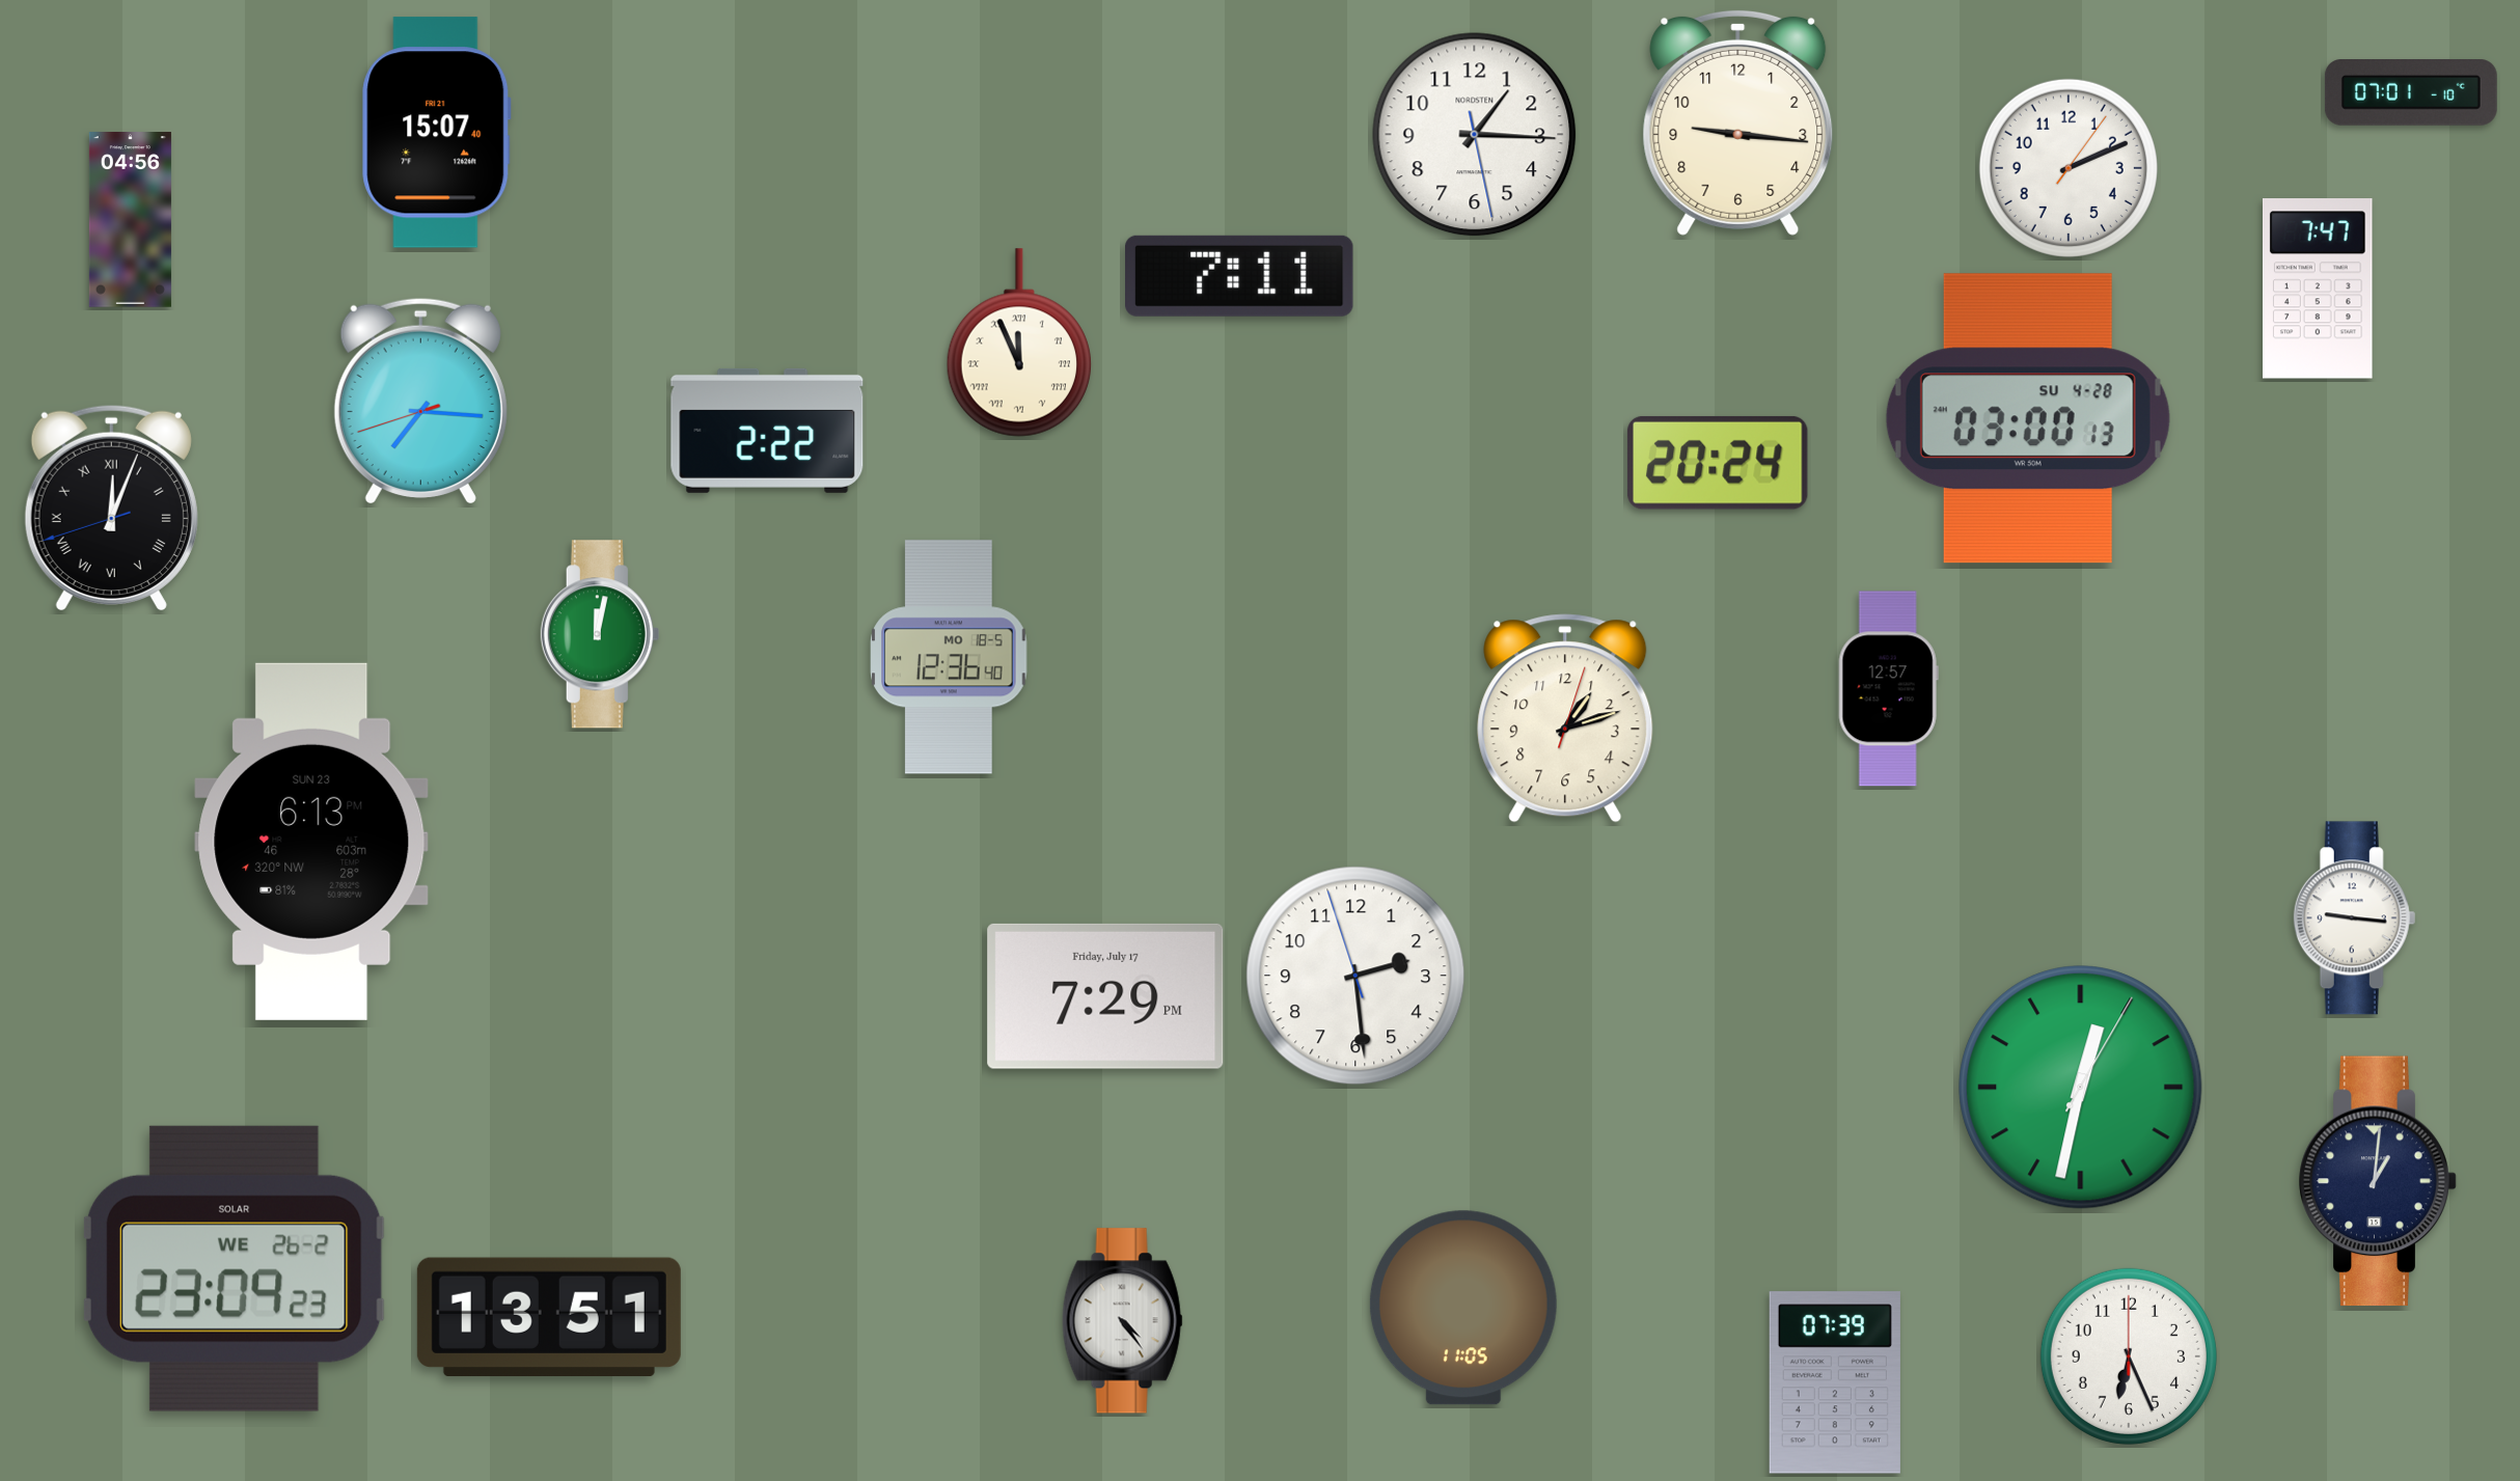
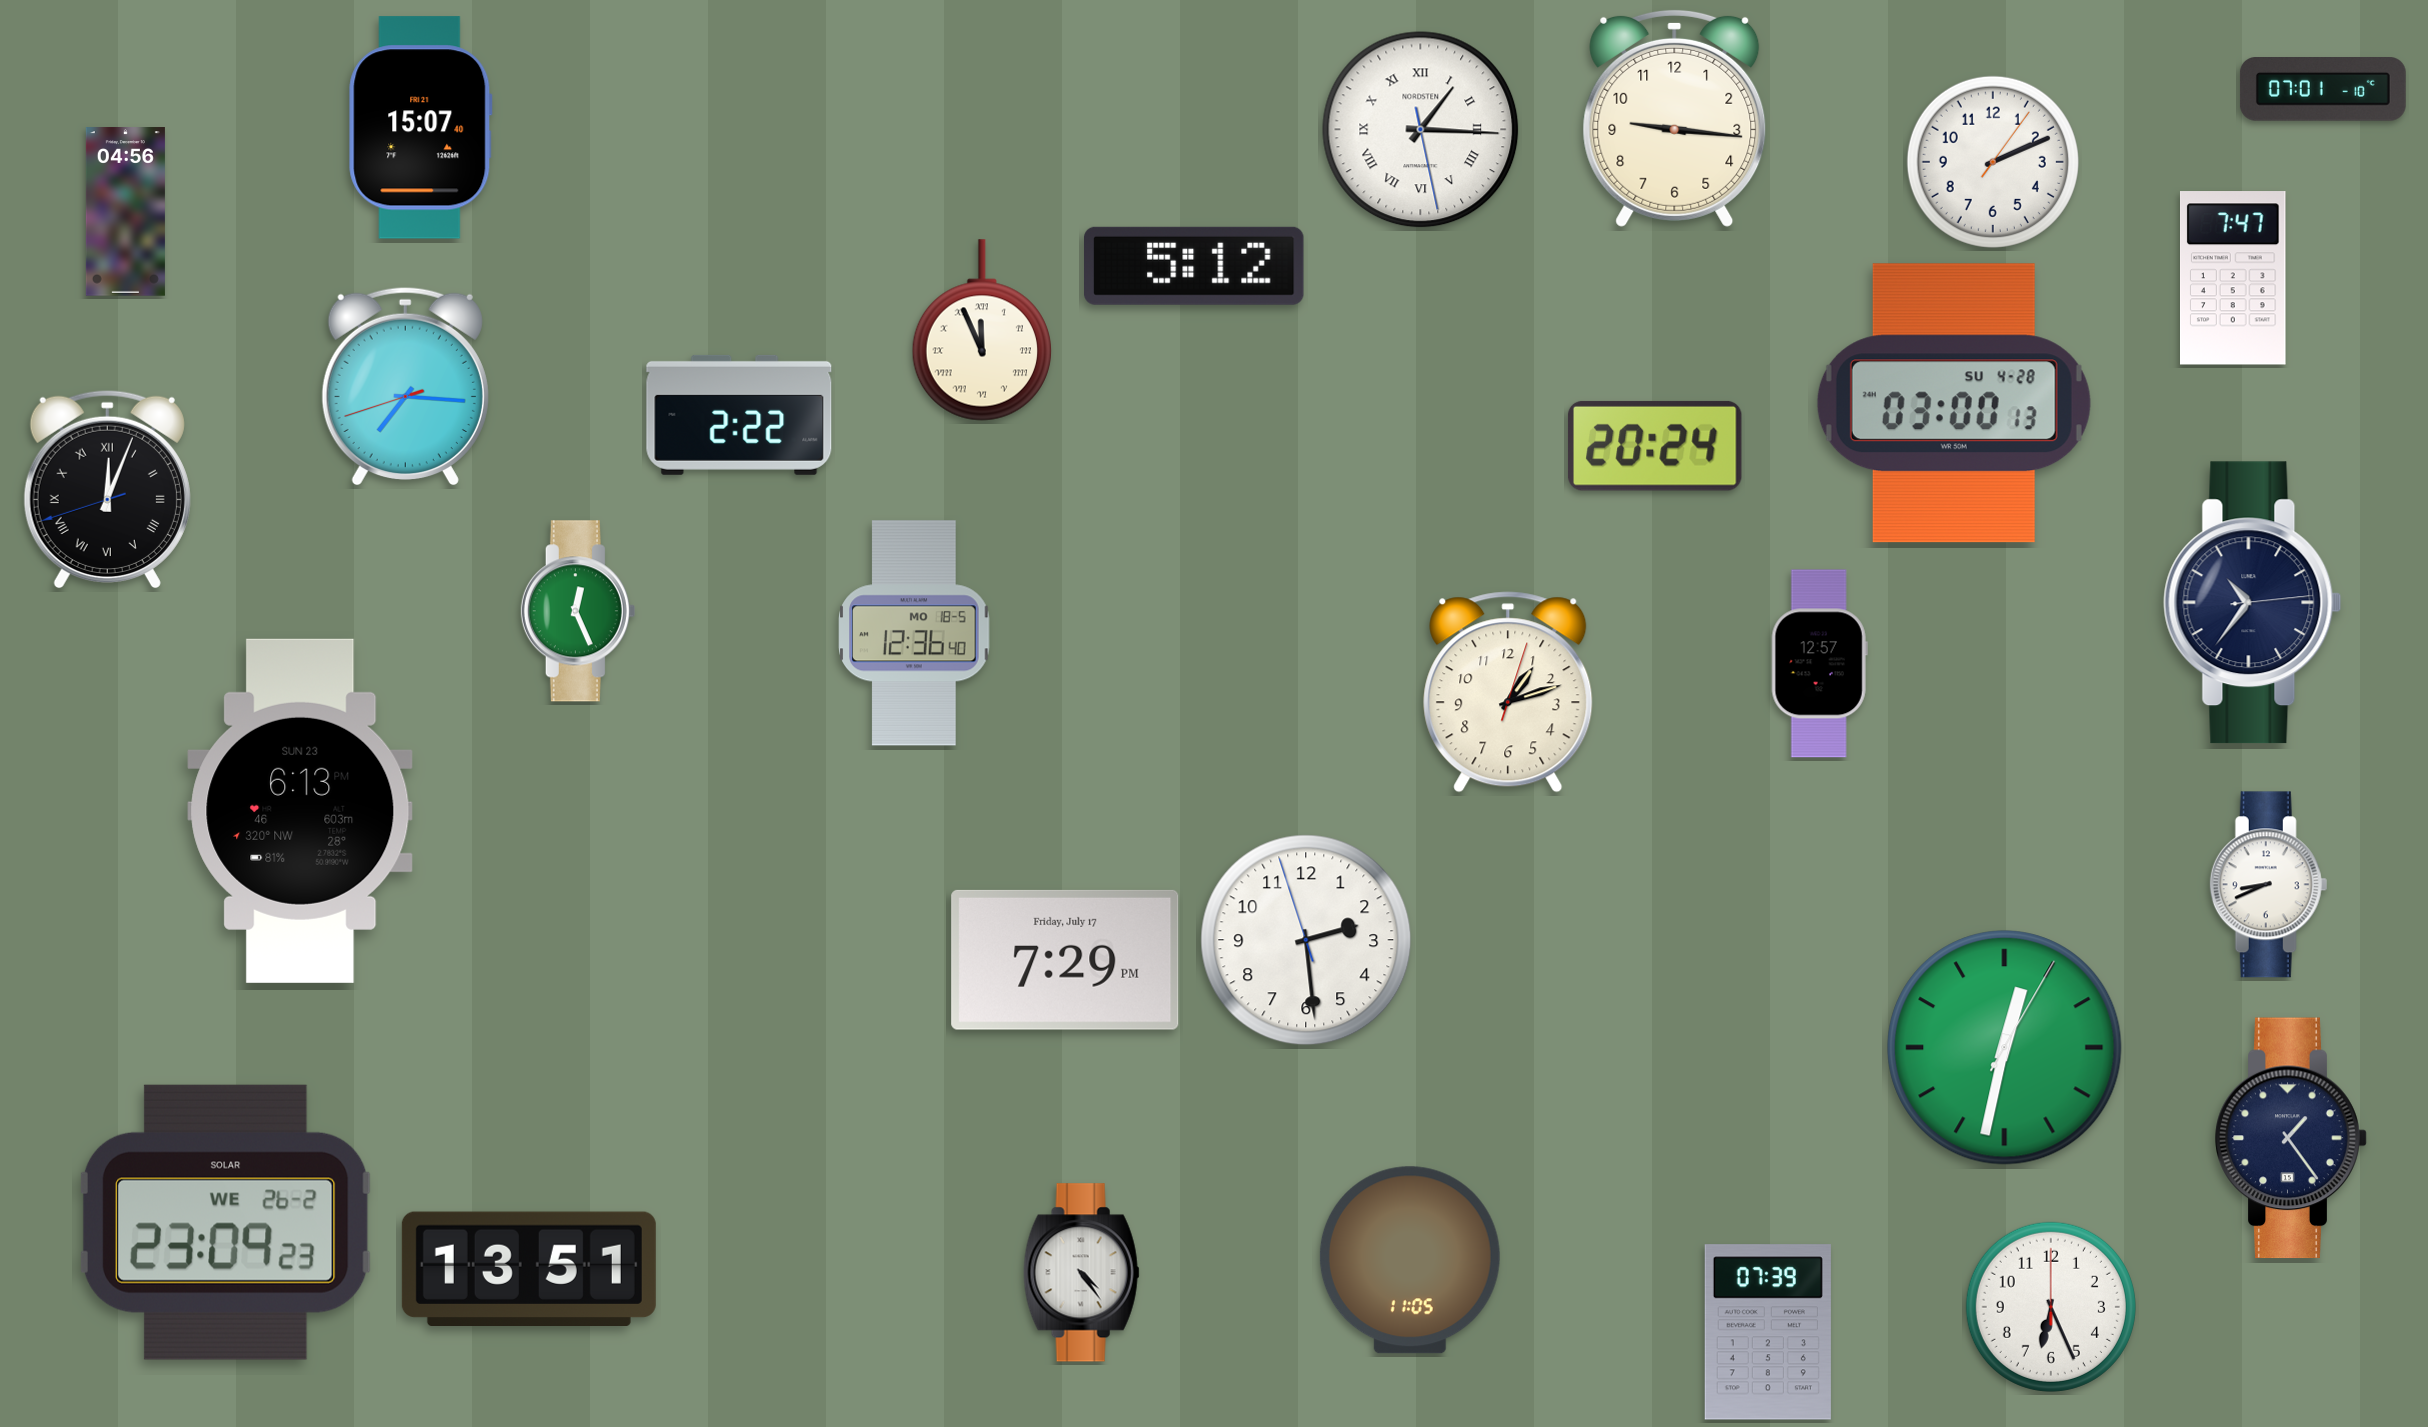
clock at (1475, 135) numerals: Arabic -> Roman
clock at (1240, 276): 7:11 -> 5:12
clock at (2253, 603): none -> 10:36
clock at (600, 634): 12:02 -> 12:26
clock at (2355, 918): 9:16 -> 8:41
clock at (2378, 1181): 1:01 -> 1:24
